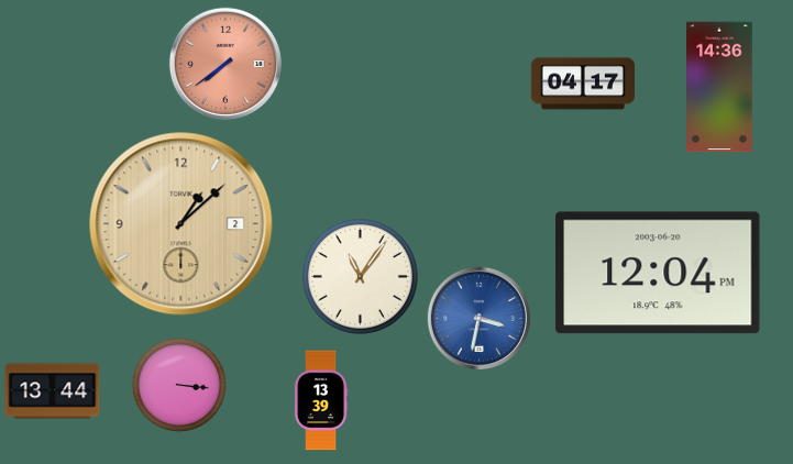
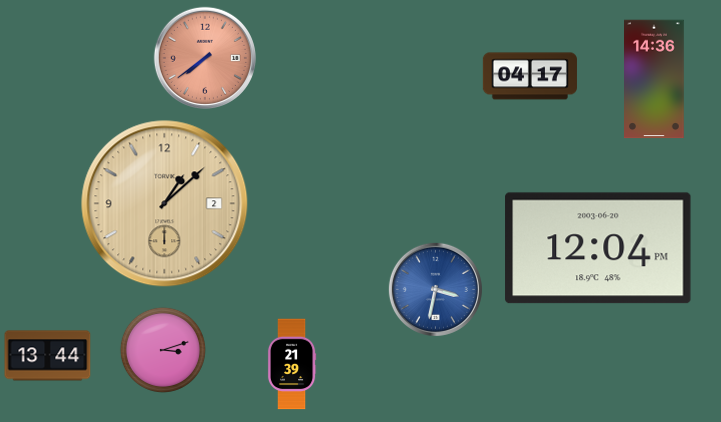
clock at (360, 276): 11:06 -> none
clock at (179, 385): 3:16 -> 3:12
clock at (321, 400): 13:39 -> 21:39
